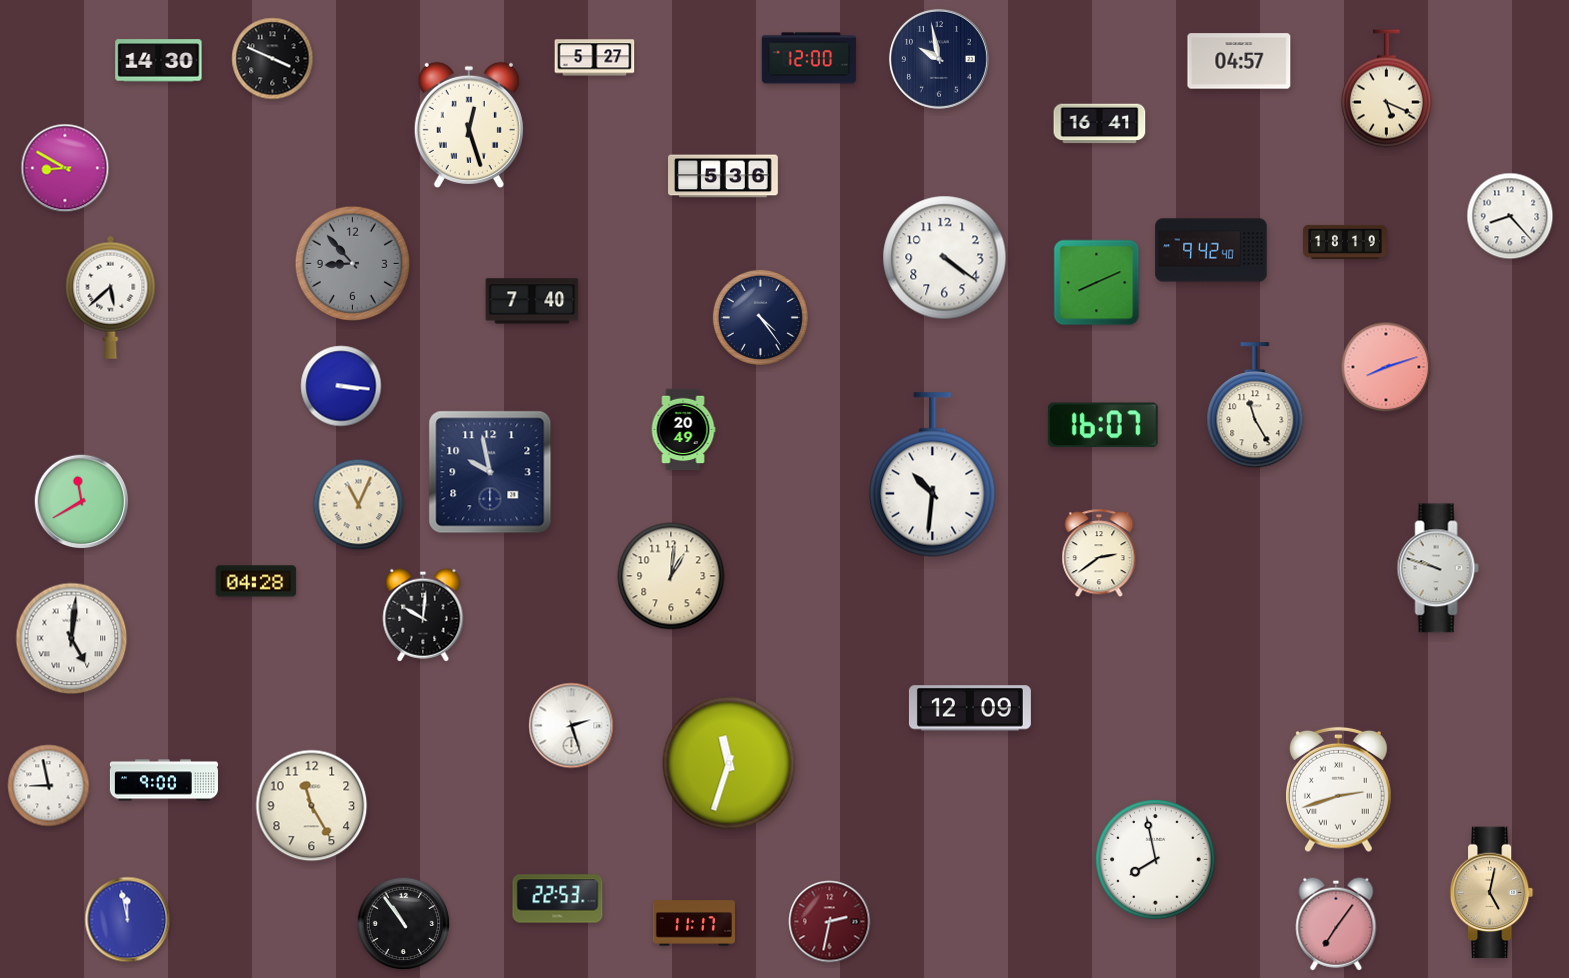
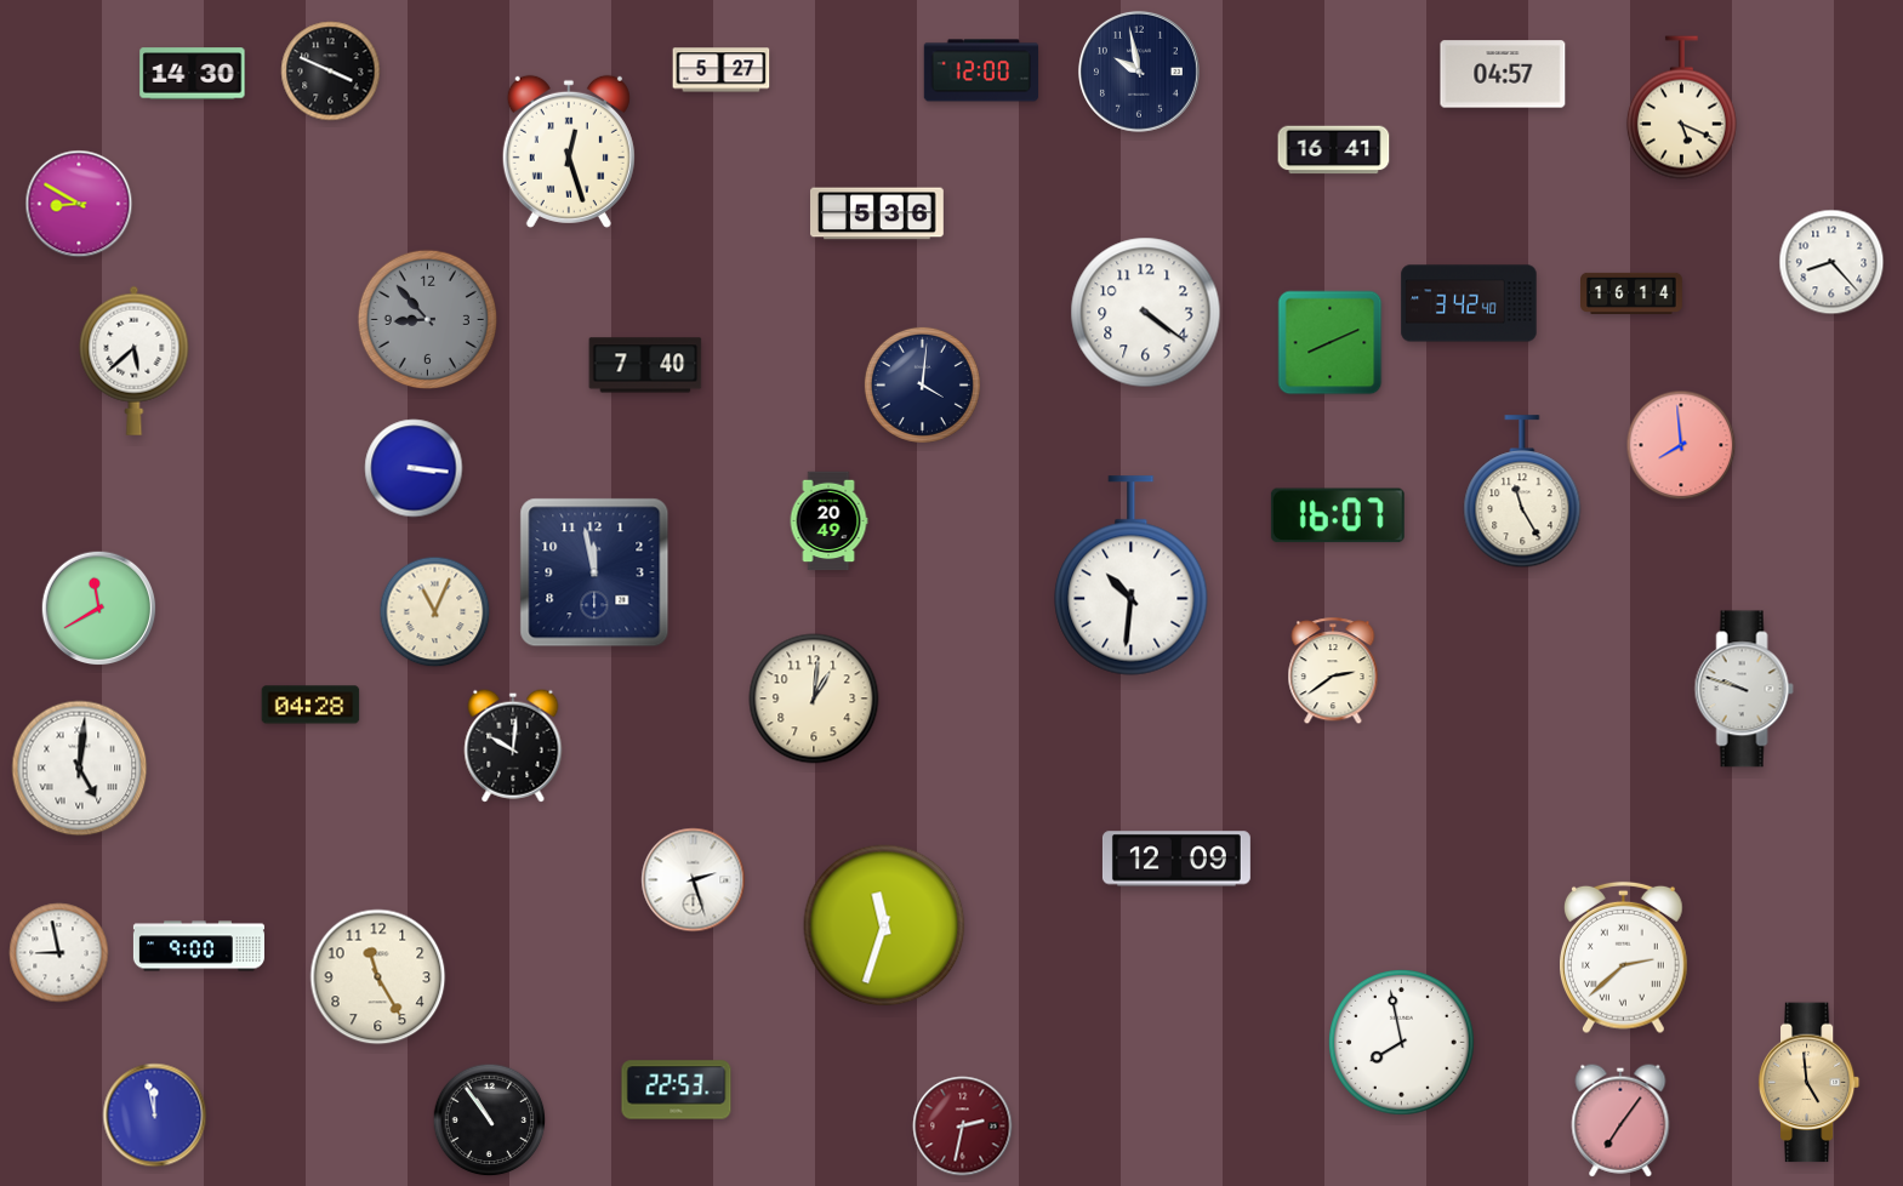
clock at (1346, 241): 18:19 -> 16:14
clock at (1211, 250): 9:42 -> 3:42
clock at (760, 317): 4:24 -> 4:01
clock at (1386, 367): 8:12 -> 7:59
clock at (490, 472): 9:58 -> 11:58
clock at (72, 639) position: (72, 639) -> (80, 769)
clock at (1339, 790): 2:42 -> 2:38
clock at (1492, 893): 5:02 -> 4:59
clock at (830, 922) position: (830, 922) -> (963, 1127)
clock at (693, 923): 11:17 -> none
